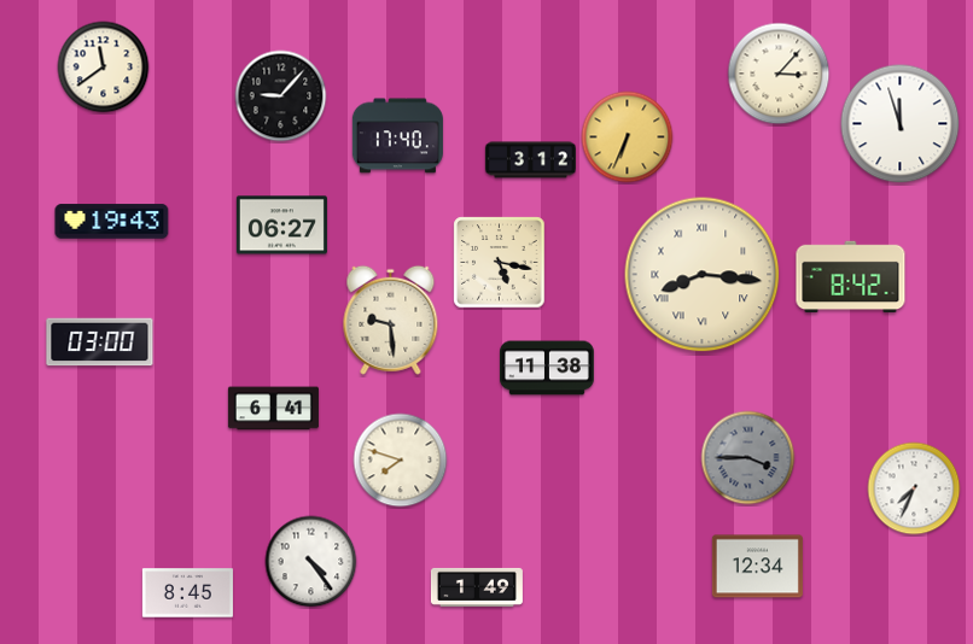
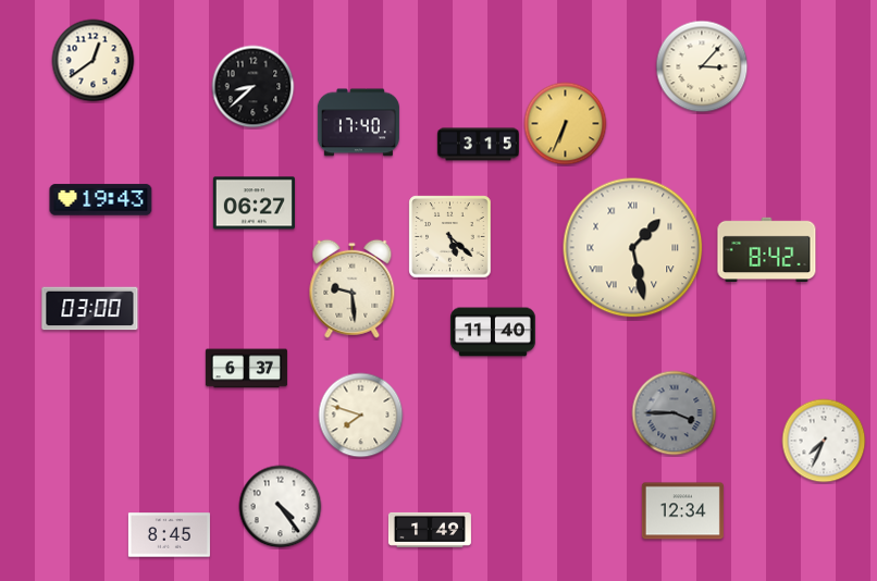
clock at (104, 68): 11:39 -> 12:39
clock at (281, 96): 9:07 -> 8:38
clock at (901, 124): 11:57 -> none
clock at (530, 160): 3:12 -> 3:15
clock at (500, 263): 5:17 -> 5:22
clock at (703, 275): 8:16 -> 1:28
clock at (548, 368): 11:38 -> 11:40
clock at (273, 409): 6:41 -> 6:37
